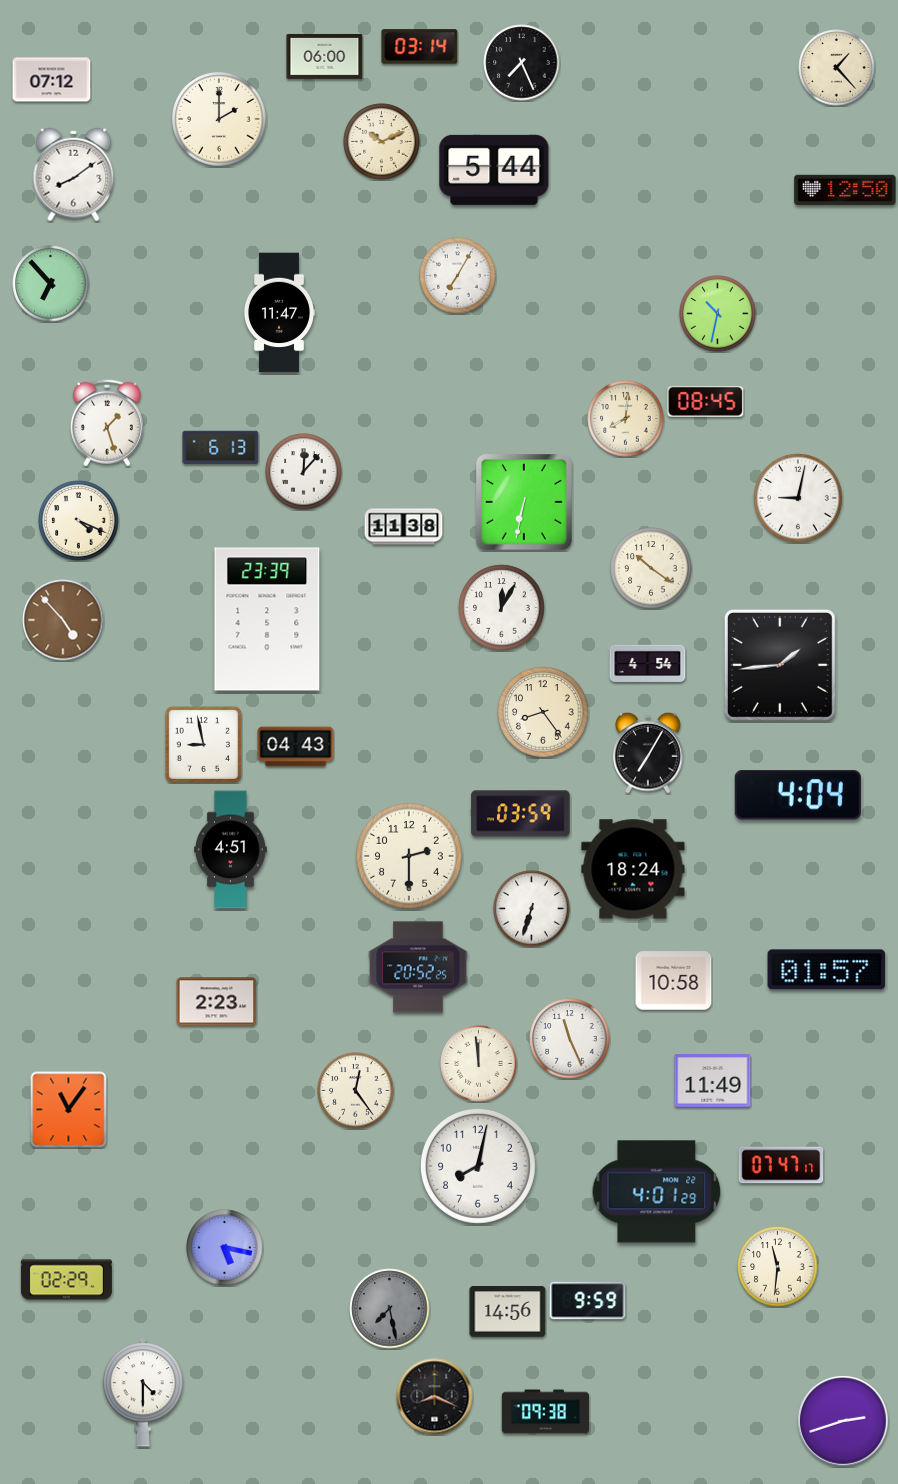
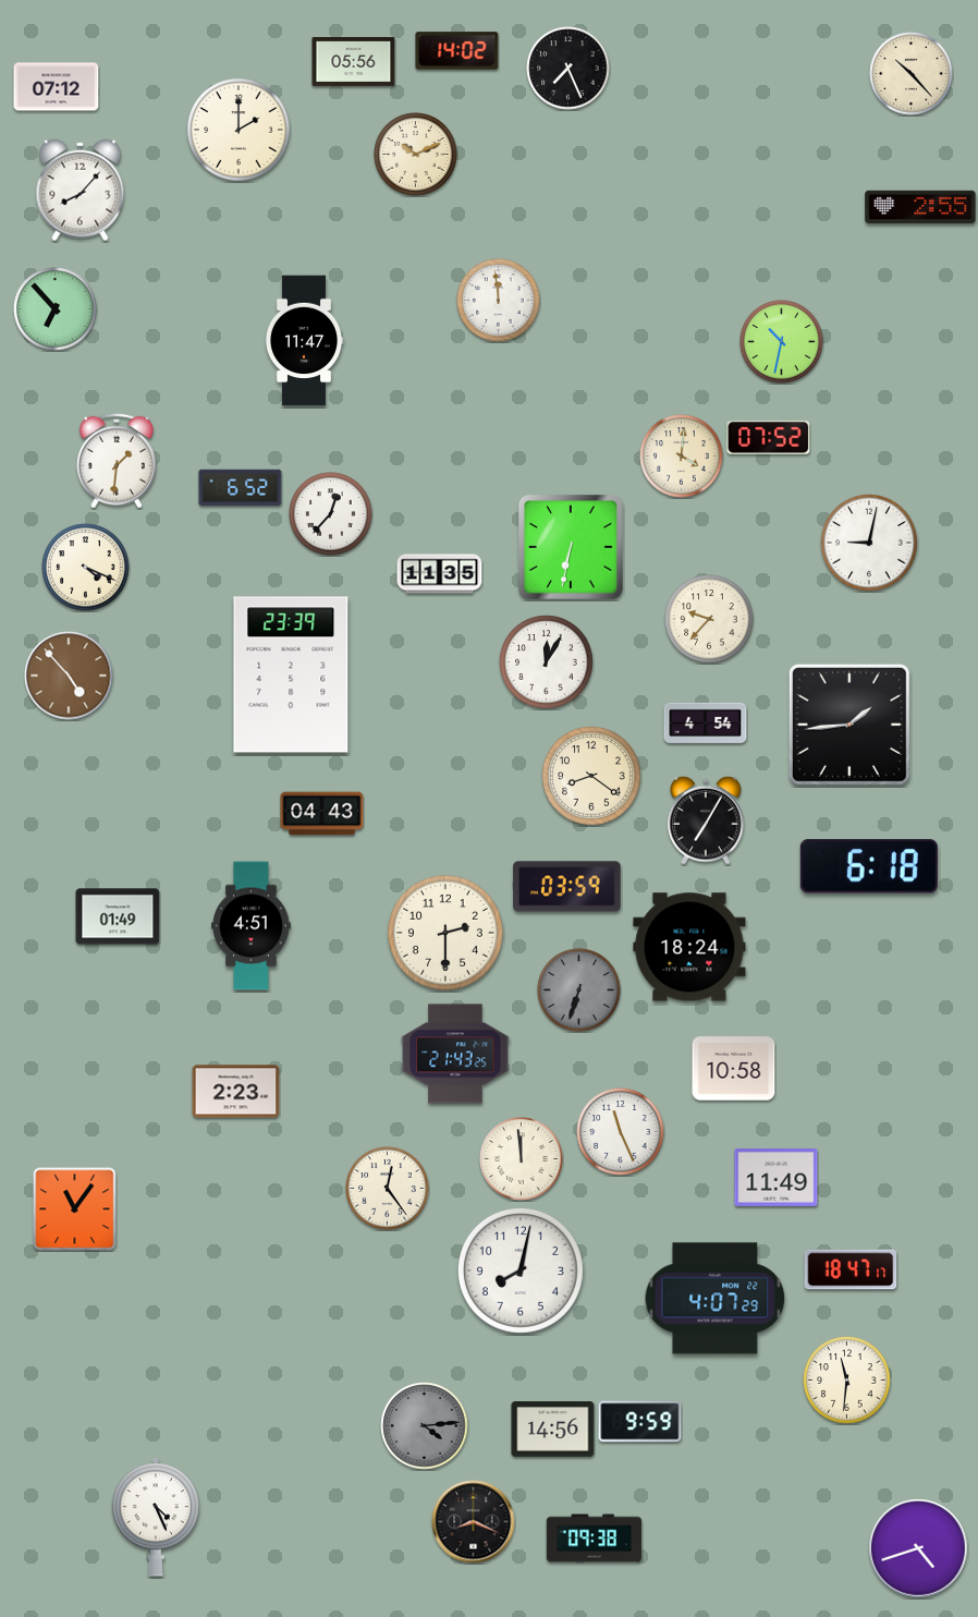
clock at (420, 47): 03:14 -> 14:02
clock at (325, 56): 06:00 -> 05:56
clock at (837, 68): 1:23 -> 10:23
clock at (494, 170): 5:44 -> none
clock at (74, 175): 8:09 -> 8:07
clock at (845, 190): 12:50 -> 2:55
clock at (458, 276): 7:05 -> 11:59
clock at (706, 402): 08:45 -> 07:52
clock at (626, 419): 8:01 -> 4:01
clock at (107, 423): 1:27 -> 1:31
clock at (221, 447): 6:13 -> 6:52
clock at (304, 472): 12:07 -> 12:37
clock at (404, 527): 11:38 -> 11:35
clock at (651, 568): 10:21 -> 9:37
clock at (543, 712): 8:24 -> 8:21
clock at (203, 744): 8:58 -> none
clock at (798, 795): 4:04 -> 6:18
clock at (118, 916): none -> 01:49
clock at (532, 909) dial: white -> grey
clock at (418, 967): 20:52 -> 21:43
clock at (827, 970): 01:57 -> none
clock at (781, 1165): 07:47 -> 18:47
clock at (657, 1192): 4:01 -> 4:07
clock at (225, 1248): 5:17 -> none
clock at (66, 1280): 02:29 -> none
clock at (588, 1301) position: (588, 1301) -> (640, 1422)
clock at (390, 1309): 7:28 -> 4:14
clock at (142, 1392): 4:30 -> 4:26
clock at (843, 1421): 2:42 -> 4:42
